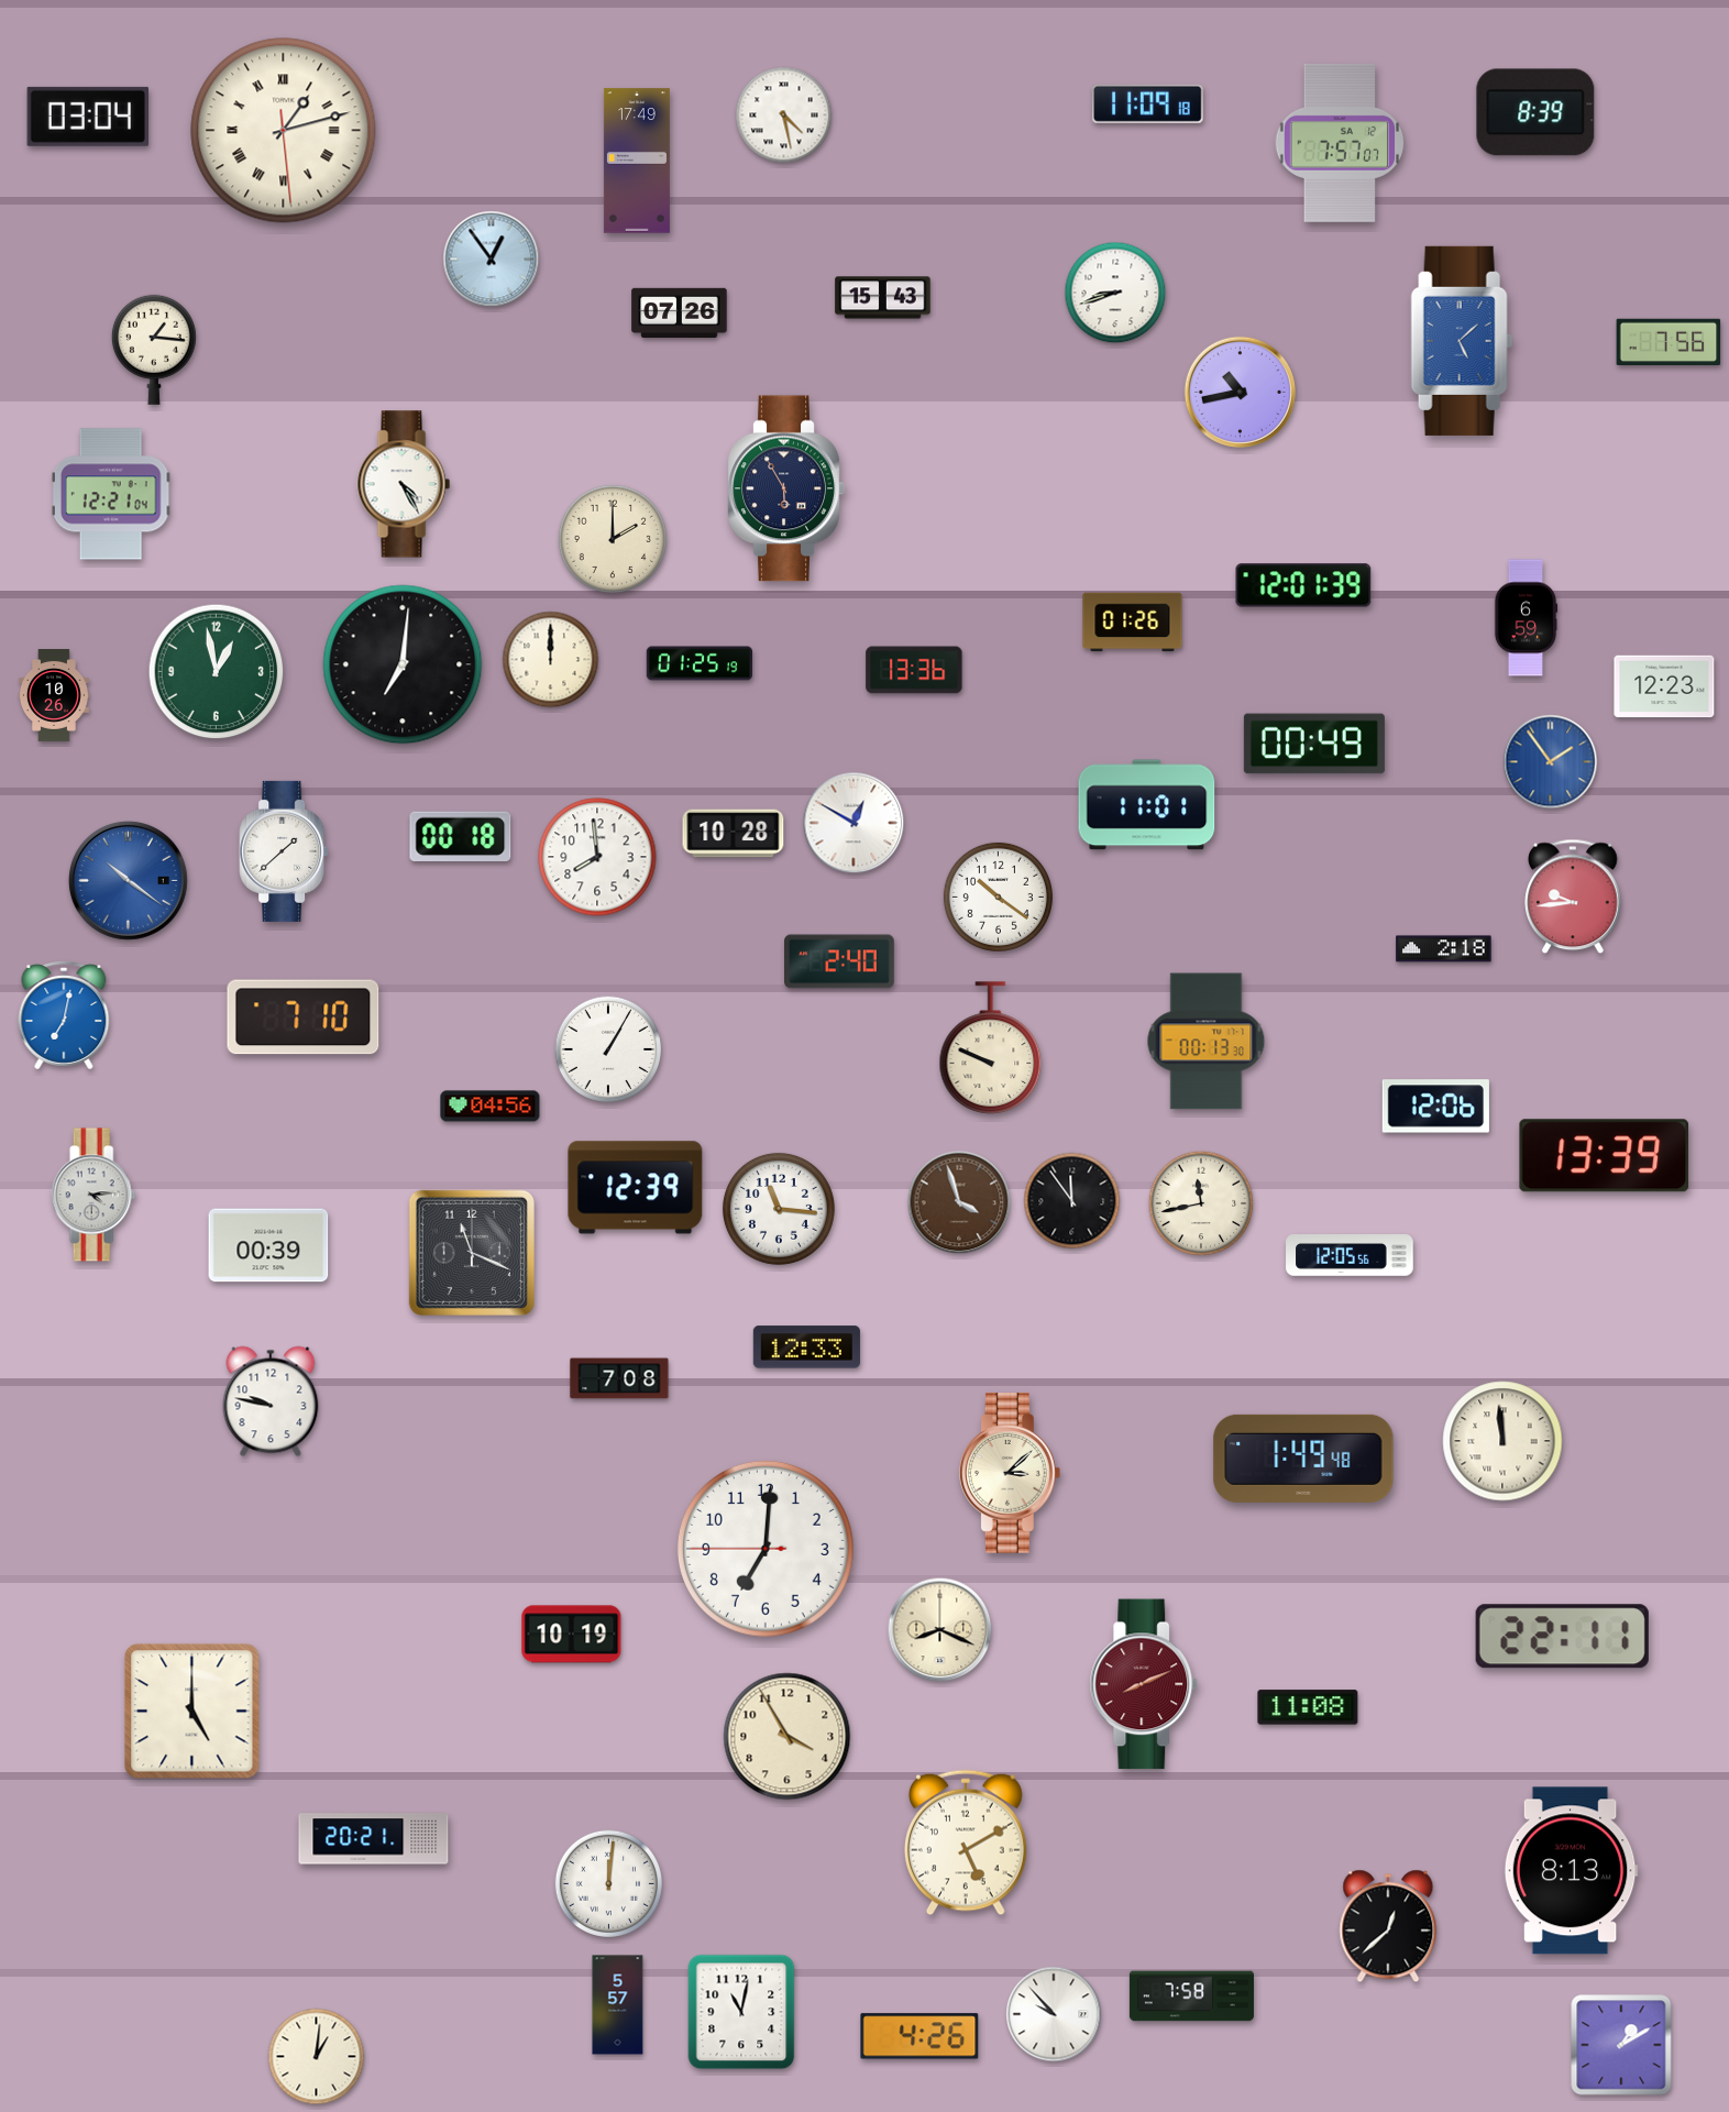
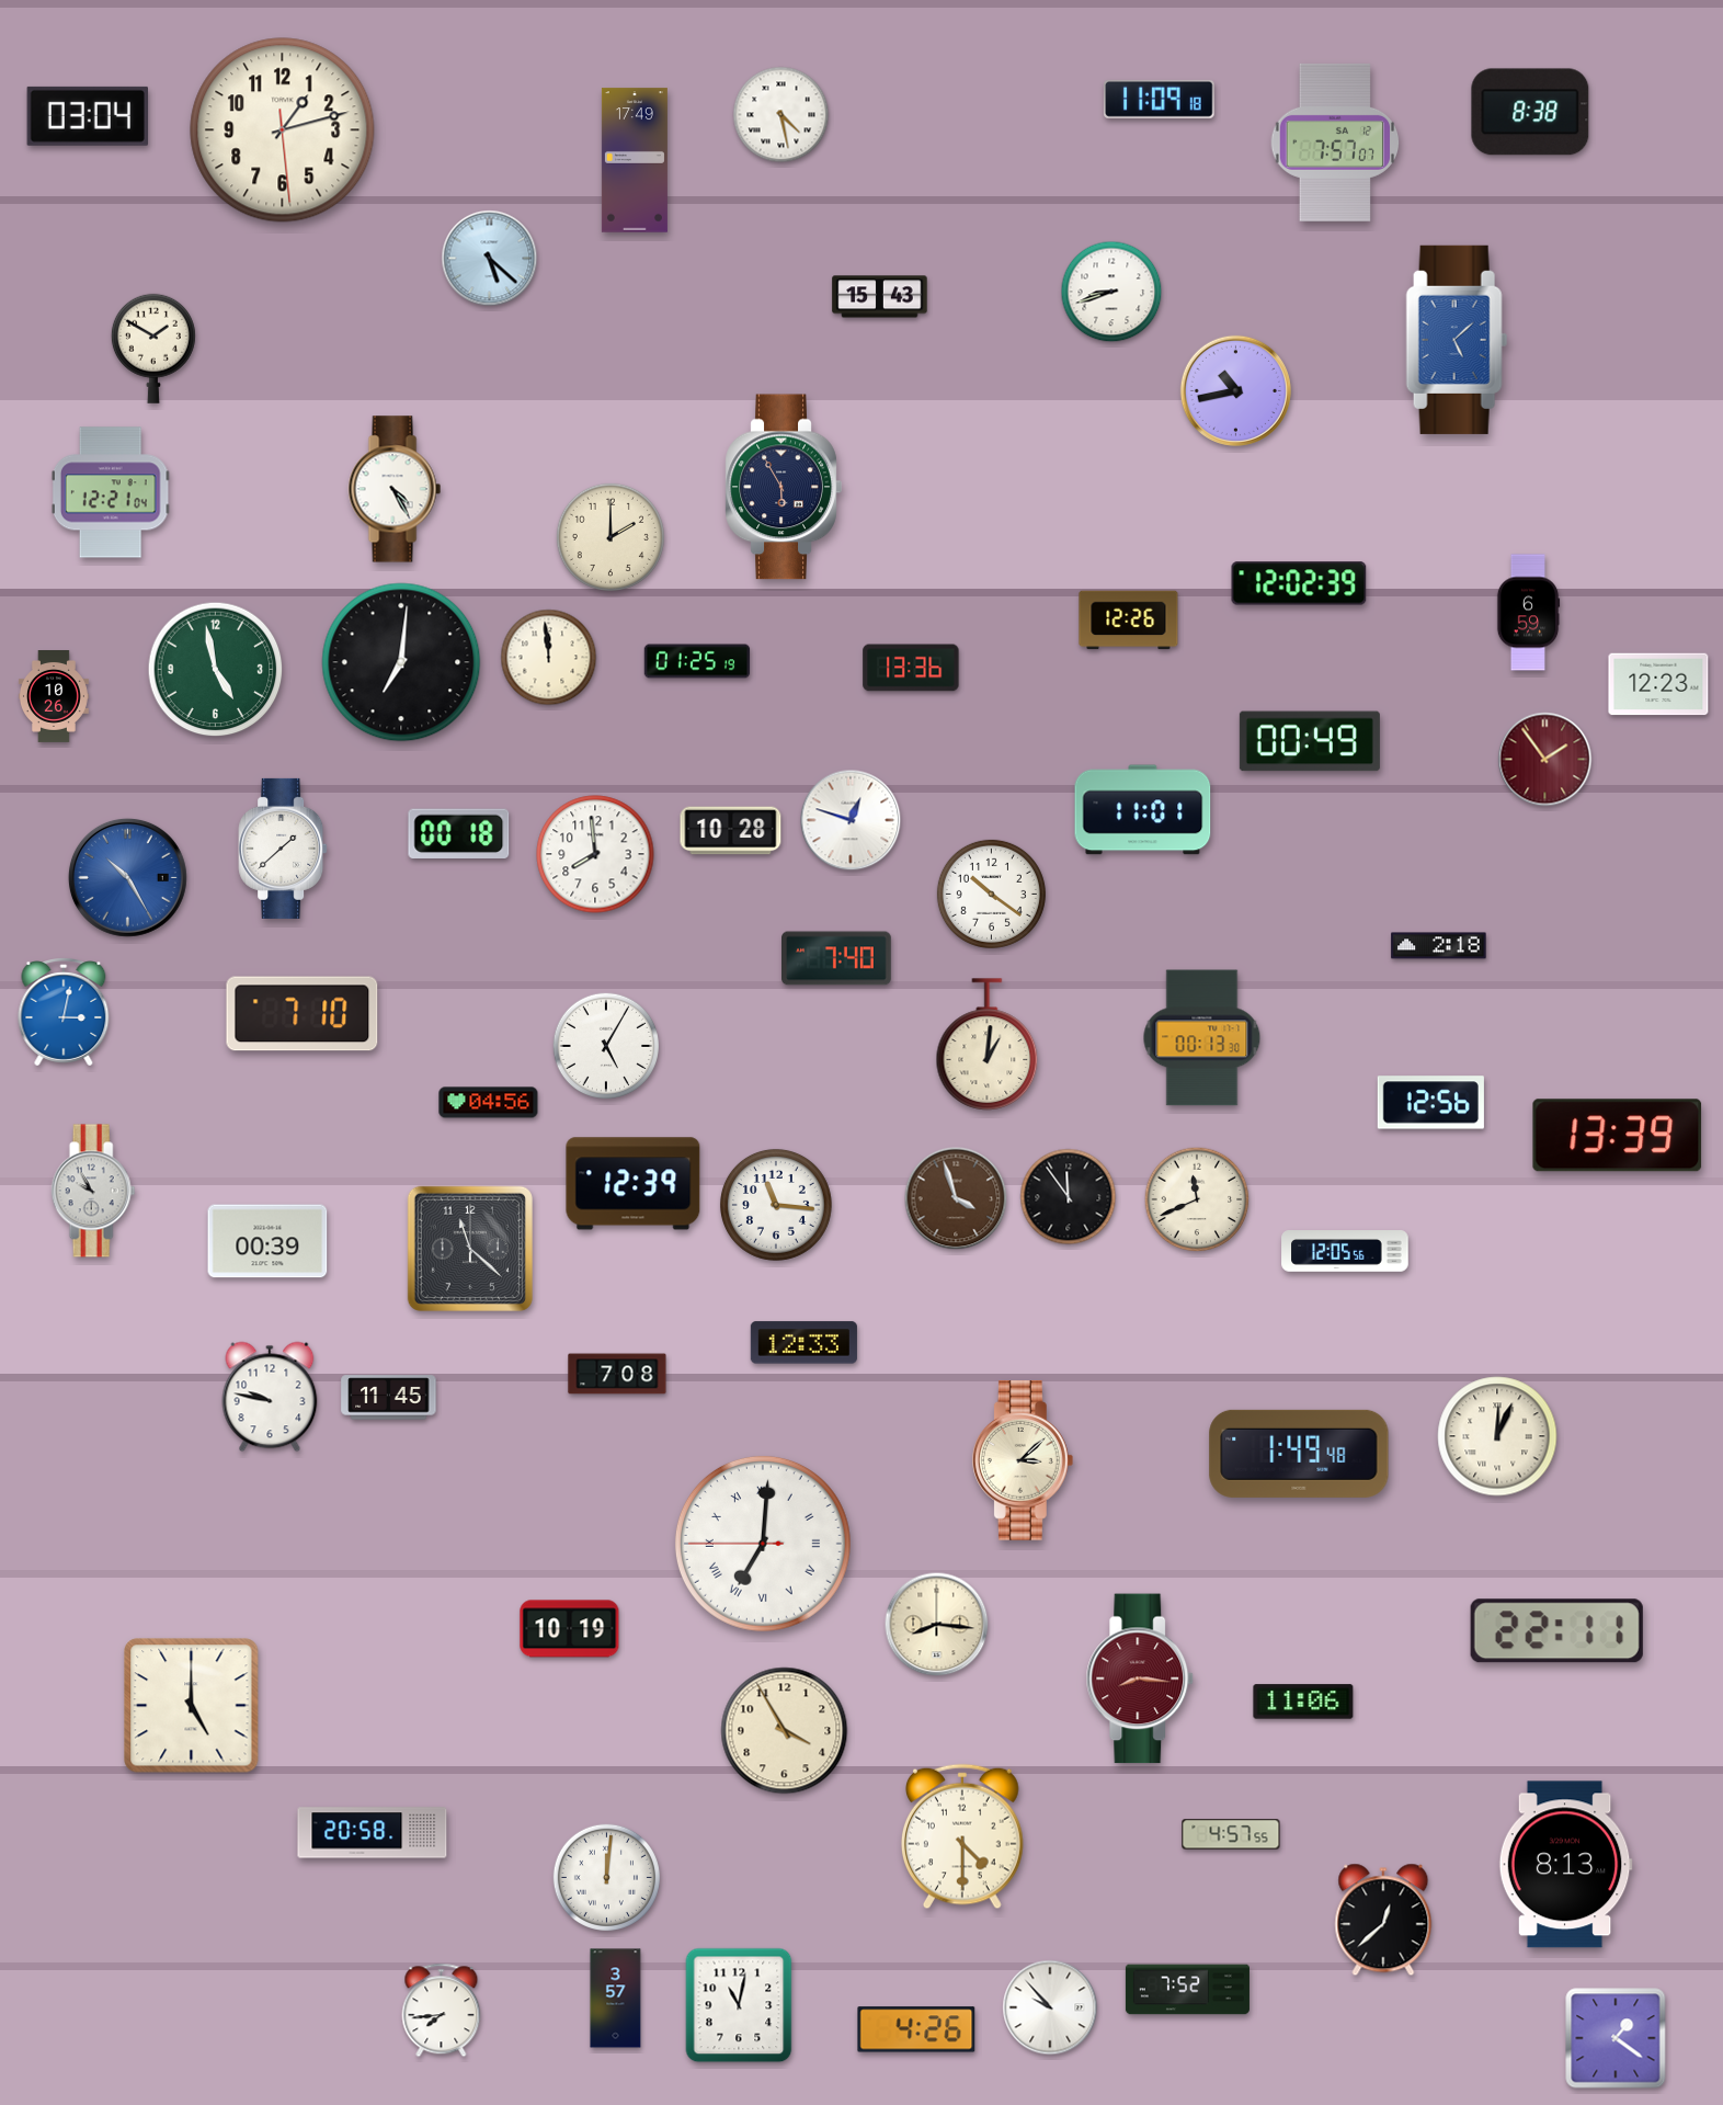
clock at (1148, 103) position: (1148, 103) -> (1160, 99)
clock at (1535, 112): 8:39 -> 8:38
clock at (284, 131) numerals: Roman -> Arabic
clock at (492, 260): 12:54 -> 5:22
clock at (680, 313): 07:26 -> none
clock at (1669, 342): 7:56 -> none
clock at (154, 350): 1:16 -> 1:50
clock at (404, 484) position: (404, 484) -> (395, 489)
clock at (1303, 585): 12:01 -> 12:02
clock at (1526, 618) position: (1526, 618) -> (1528, 613)
clock at (1133, 623): 01:26 -> 12:26
clock at (551, 660): 12:00 -> 11:59
clock at (217, 672): 12:58 -> 4:58
clock at (54, 696) position: (54, 696) -> (54, 697)
clock at (1551, 762) dial: blue -> burgundy
clock at (1147, 805) position: (1147, 805) -> (1143, 810)
clock at (854, 823): 12:50 -> 12:48
clock at (128, 880): 10:21 -> 10:25
clock at (998, 897) position: (998, 897) -> (991, 894)
clock at (1573, 897): 9:44 -> none
clock at (840, 961): 2:40 -> 7:40
clock at (64, 1016): 7:02 -> 3:02
clock at (607, 1048): 1:05 -> 5:05
clock at (991, 1048): 9:49 -> 1:01
clock at (1435, 1107): 12:06 -> 12:56
clock at (1605, 1156) position: (1605, 1156) -> (1618, 1136)
clock at (93, 1195): 4:14 -> 9:55
clock at (1201, 1203): 11:43 -> 11:41
clock at (472, 1253): 11:19 -> 11:22
clock at (389, 1398): none -> 11:45
clock at (1502, 1441): 11:59 -> 12:04
clock at (1010, 1473) position: (1010, 1473) -> (1023, 1460)
clock at (766, 1549) numerals: Arabic -> Roman
clock at (940, 1630): 8:19 -> 8:16
clock at (1144, 1684): 8:11 -> 8:16
clock at (1308, 1707): 11:08 -> 11:06
clock at (374, 1839): 20:21 -> 20:58
clock at (1231, 1834): none -> 4:57
clock at (967, 1843): 5:10 -> 4:30
clock at (1191, 1997): 7:58 -> 7:52
clock at (618, 2005): 5:57 -> 3:57
clock at (442, 2011): none -> 7:44
clock at (1621, 2045): 1:10 -> 1:21
clock at (317, 2057): 1:01 -> none
